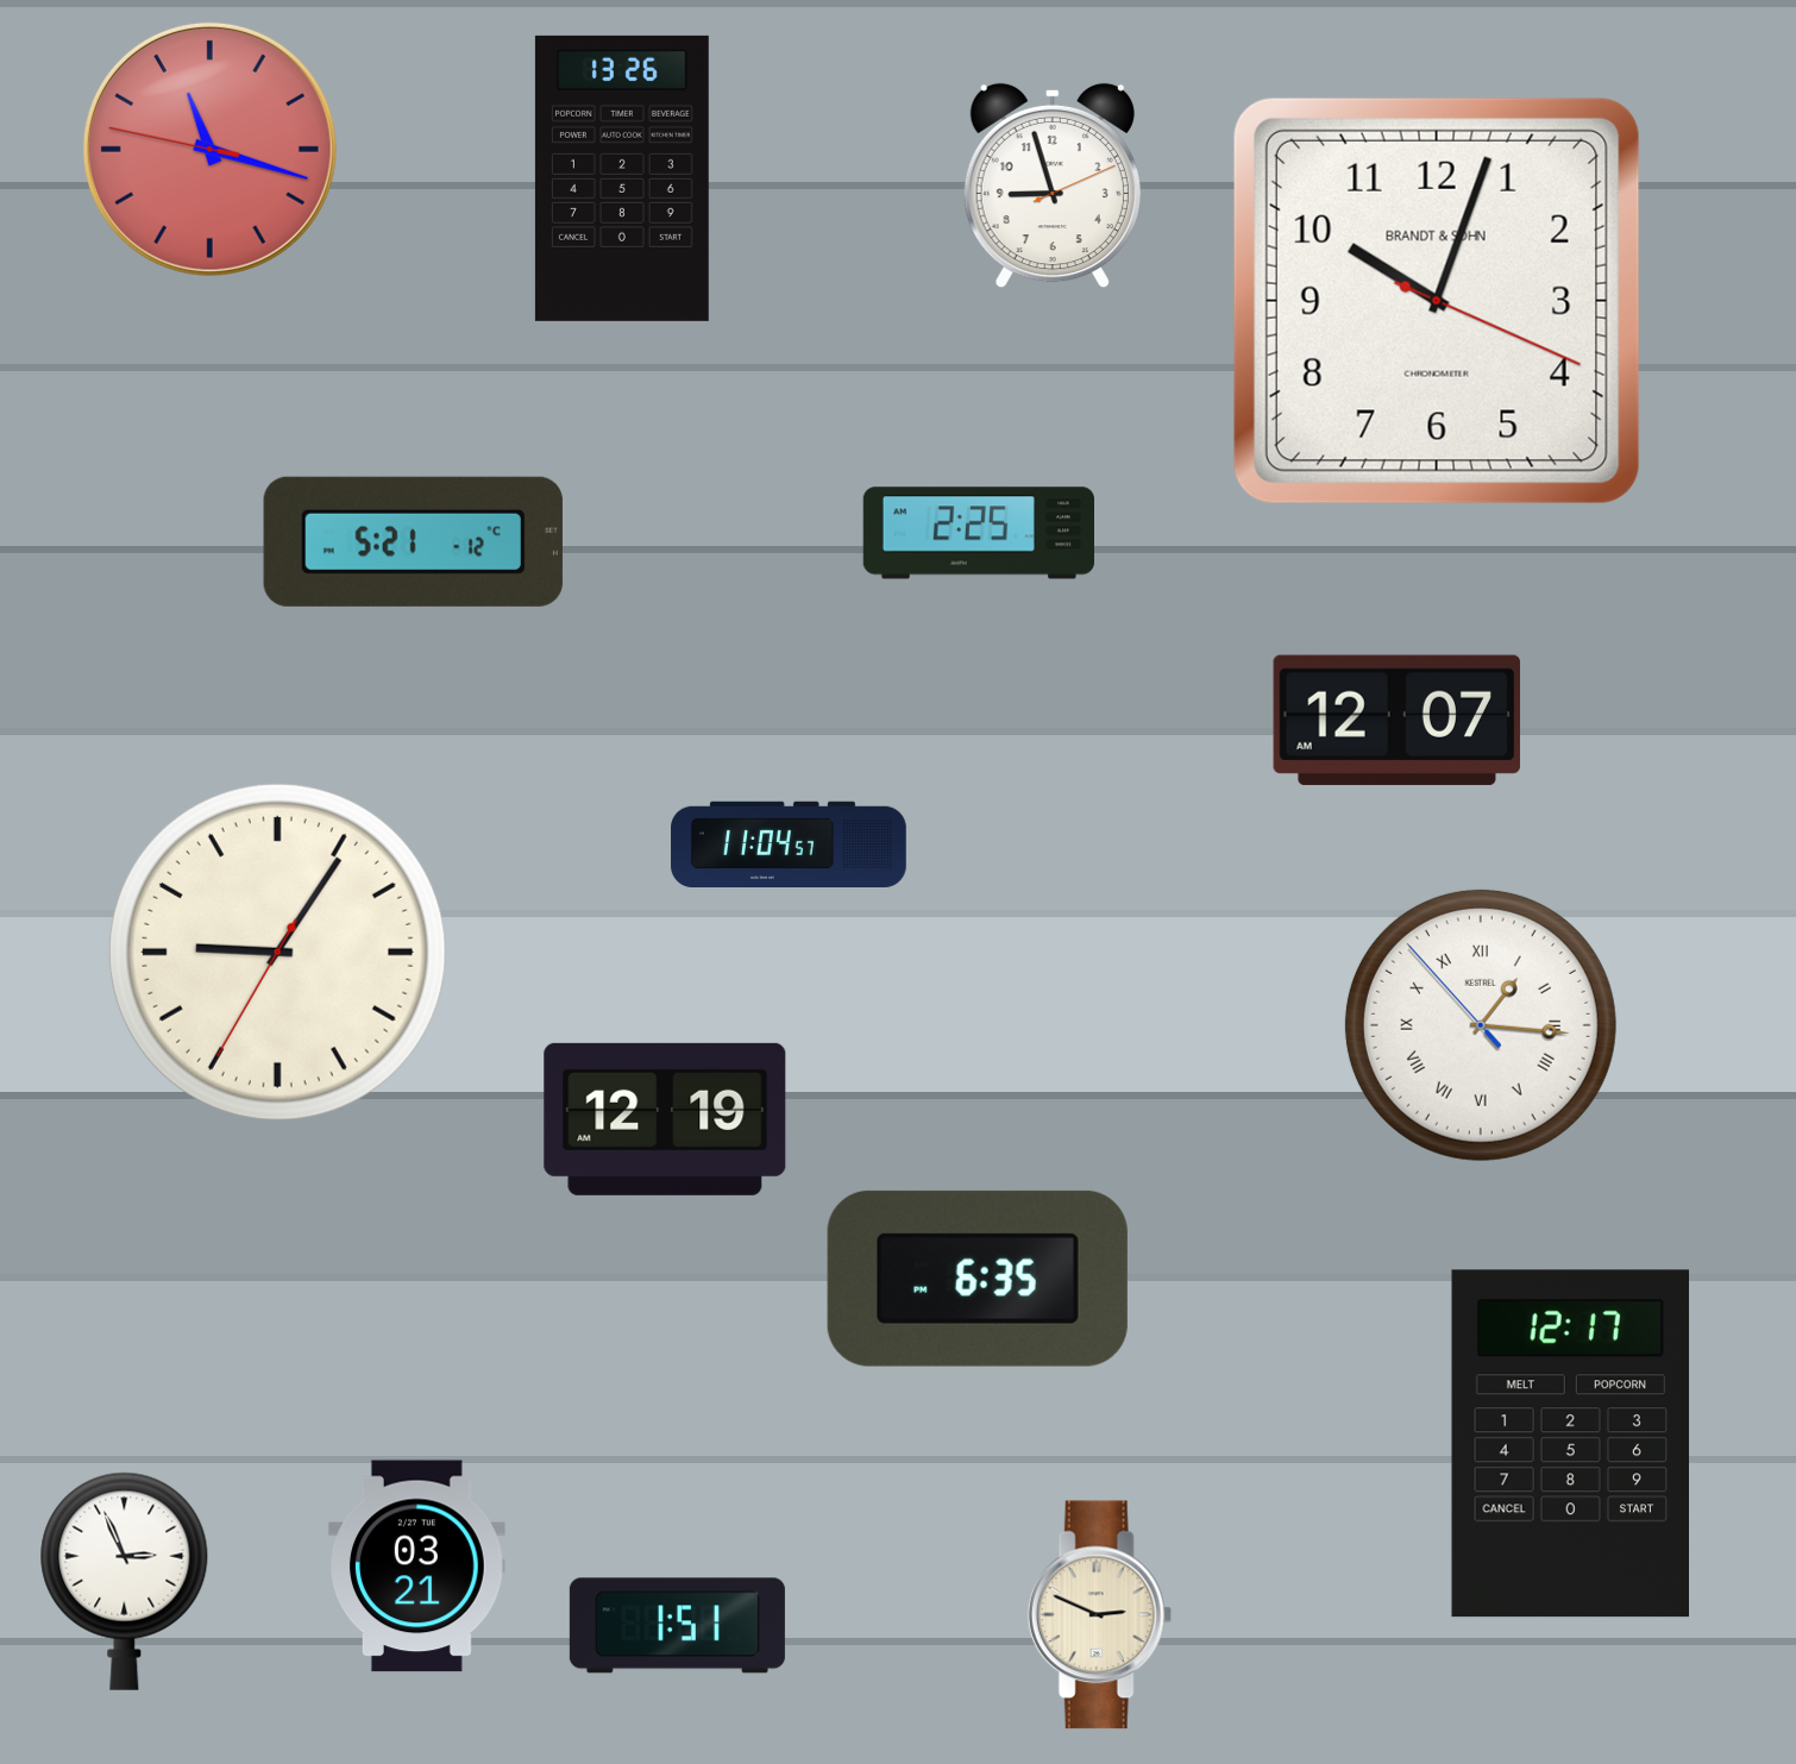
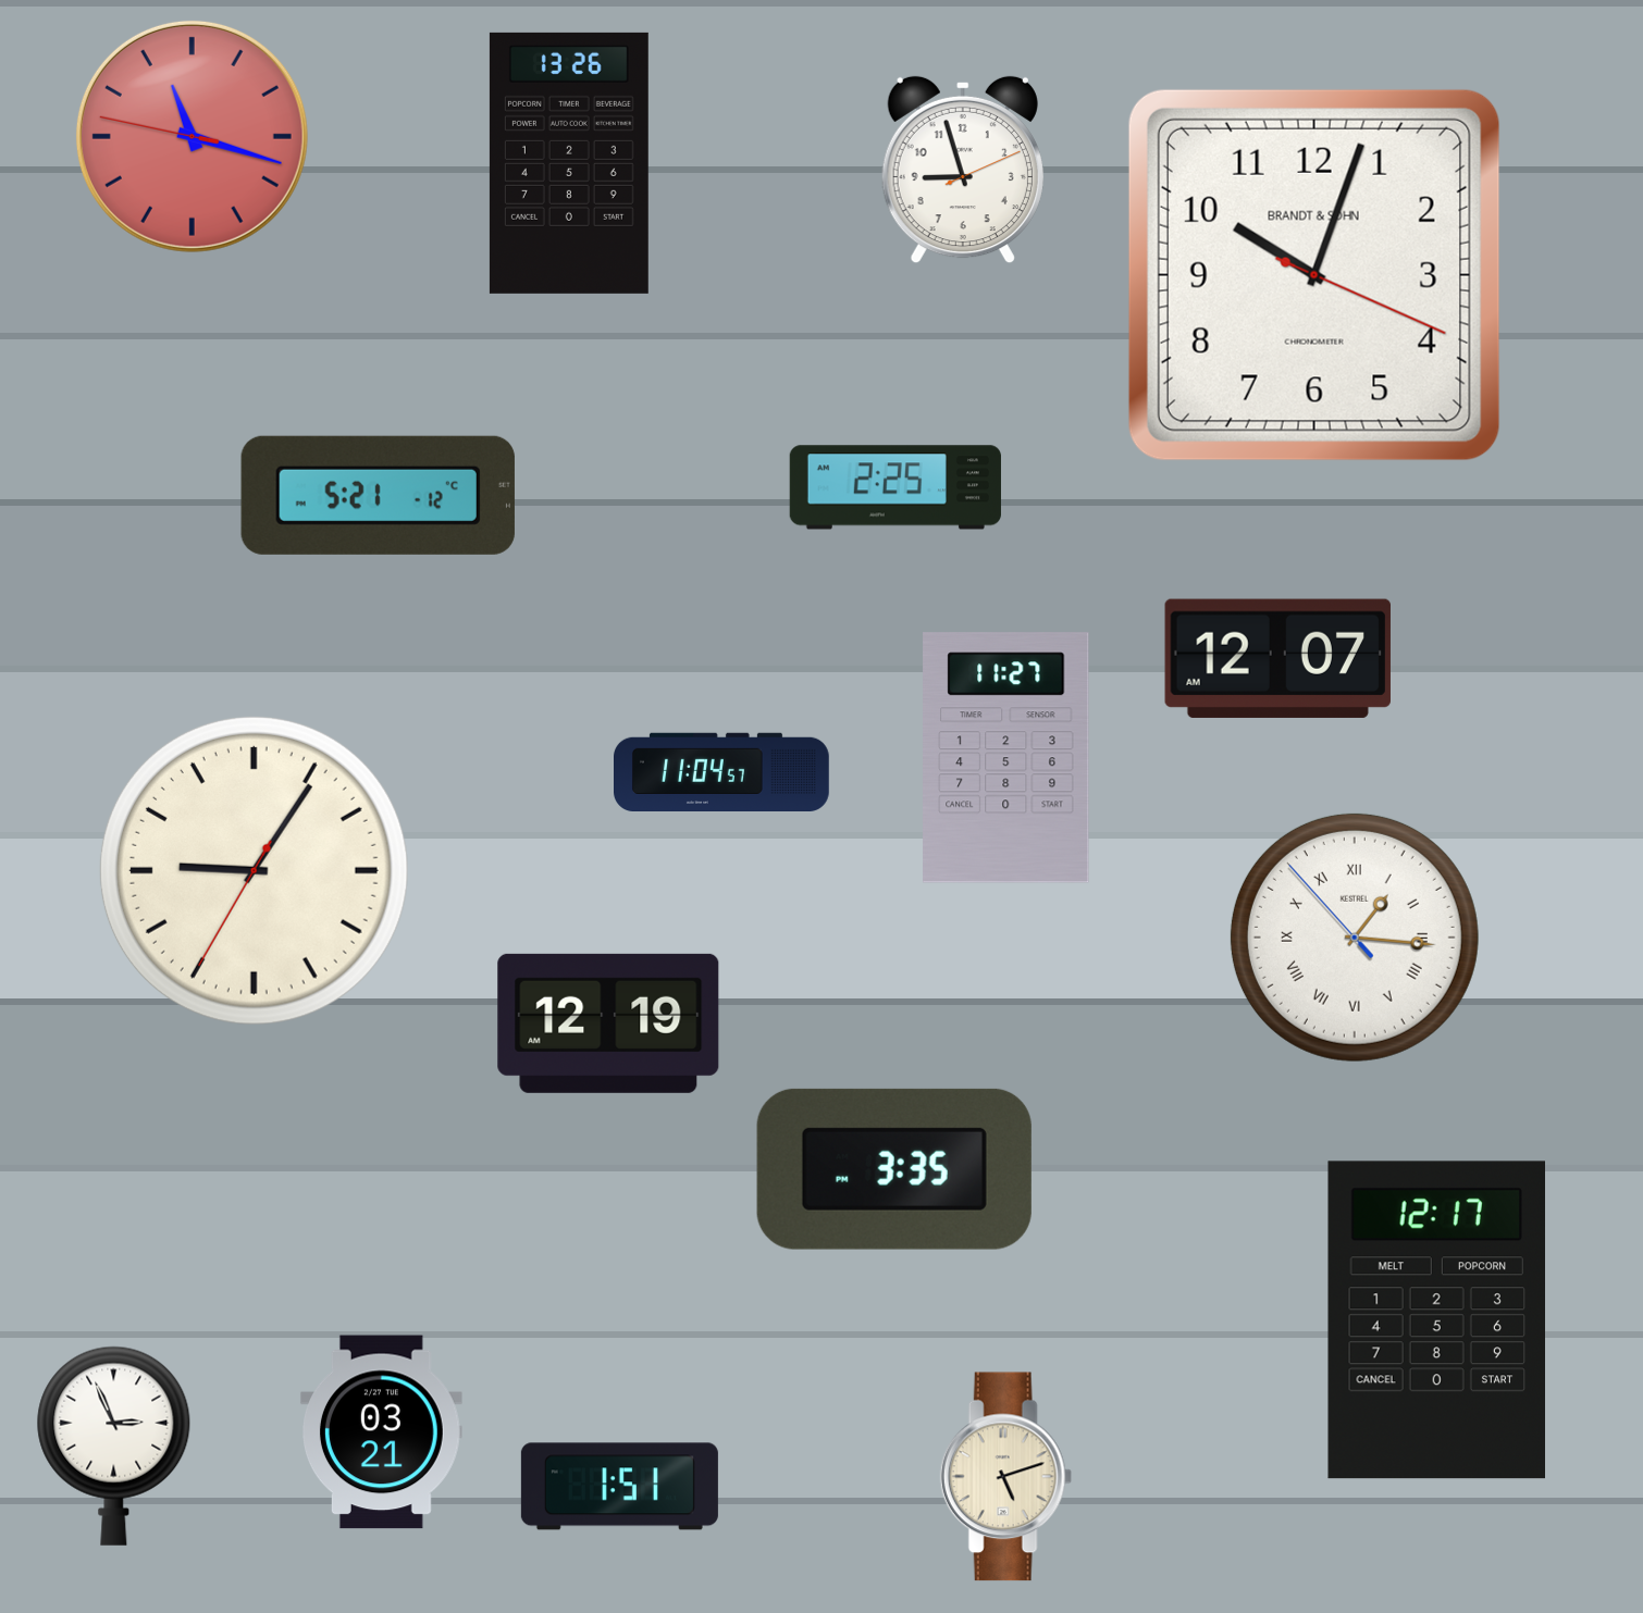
clock at (1006, 758): none -> 11:27
clock at (978, 1279): 6:35 -> 3:35
clock at (1099, 1615): 2:49 -> 5:12
